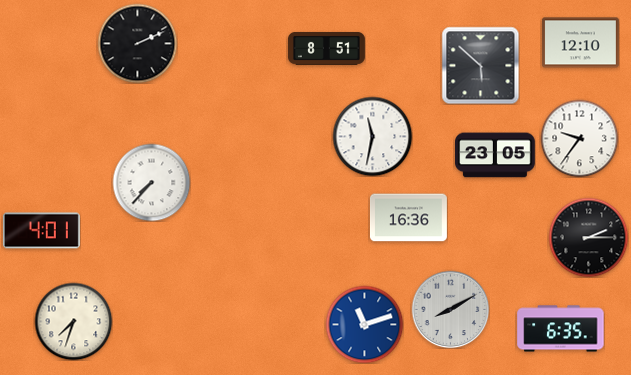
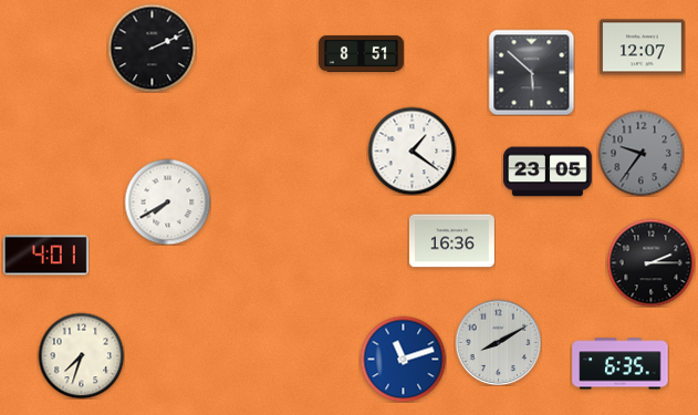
clock at (580, 43): 12:10 -> 12:07
clock at (372, 136): 11:32 -> 1:21
clock at (579, 138) dial: white -> grey
clock at (151, 182): 7:37 -> 7:40
